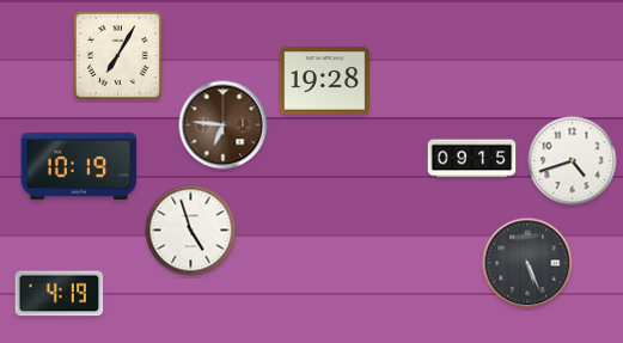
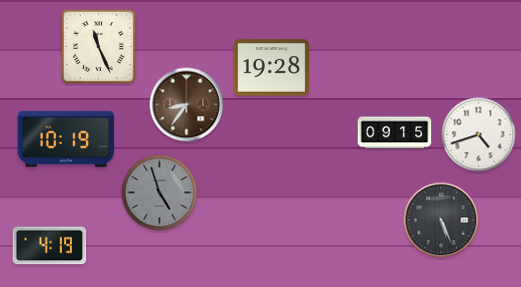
clock at (117, 55): 7:05 -> 11:26
clock at (224, 125): 6:46 -> 8:36
clock at (191, 231) dial: white -> grey
